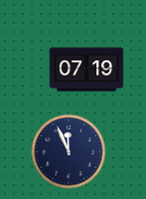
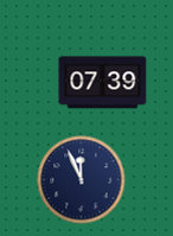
clock at (87, 70): 07:19 -> 07:39
